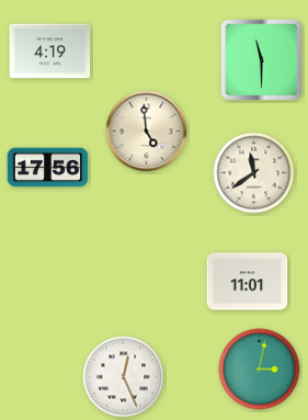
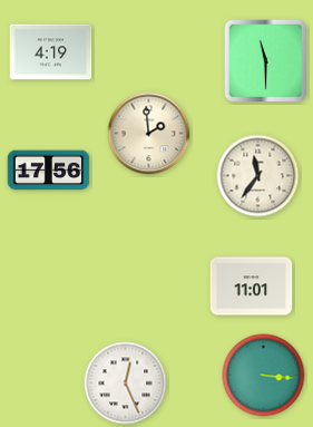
clock at (147, 132): 4:59 -> 1:59
clock at (254, 173): 11:39 -> 11:36
clock at (260, 370): 3:02 -> 3:16
